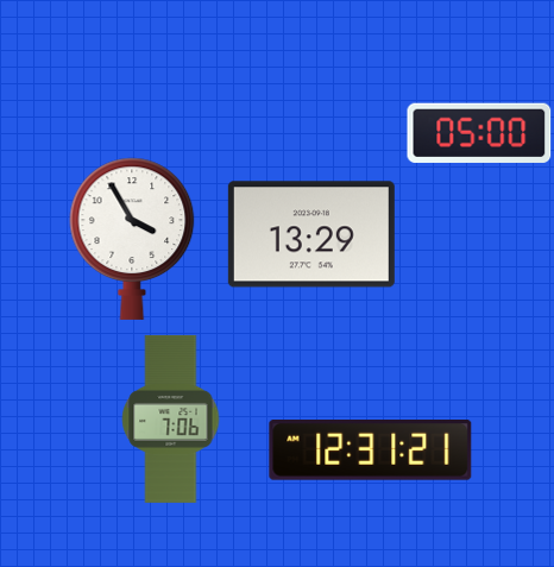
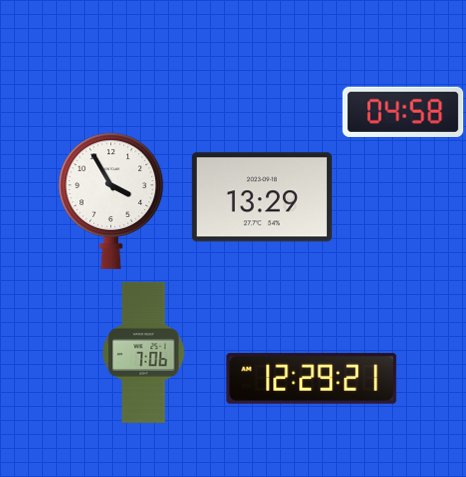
clock at (479, 133): 05:00 -> 04:58
clock at (371, 451): 12:31 -> 12:29
